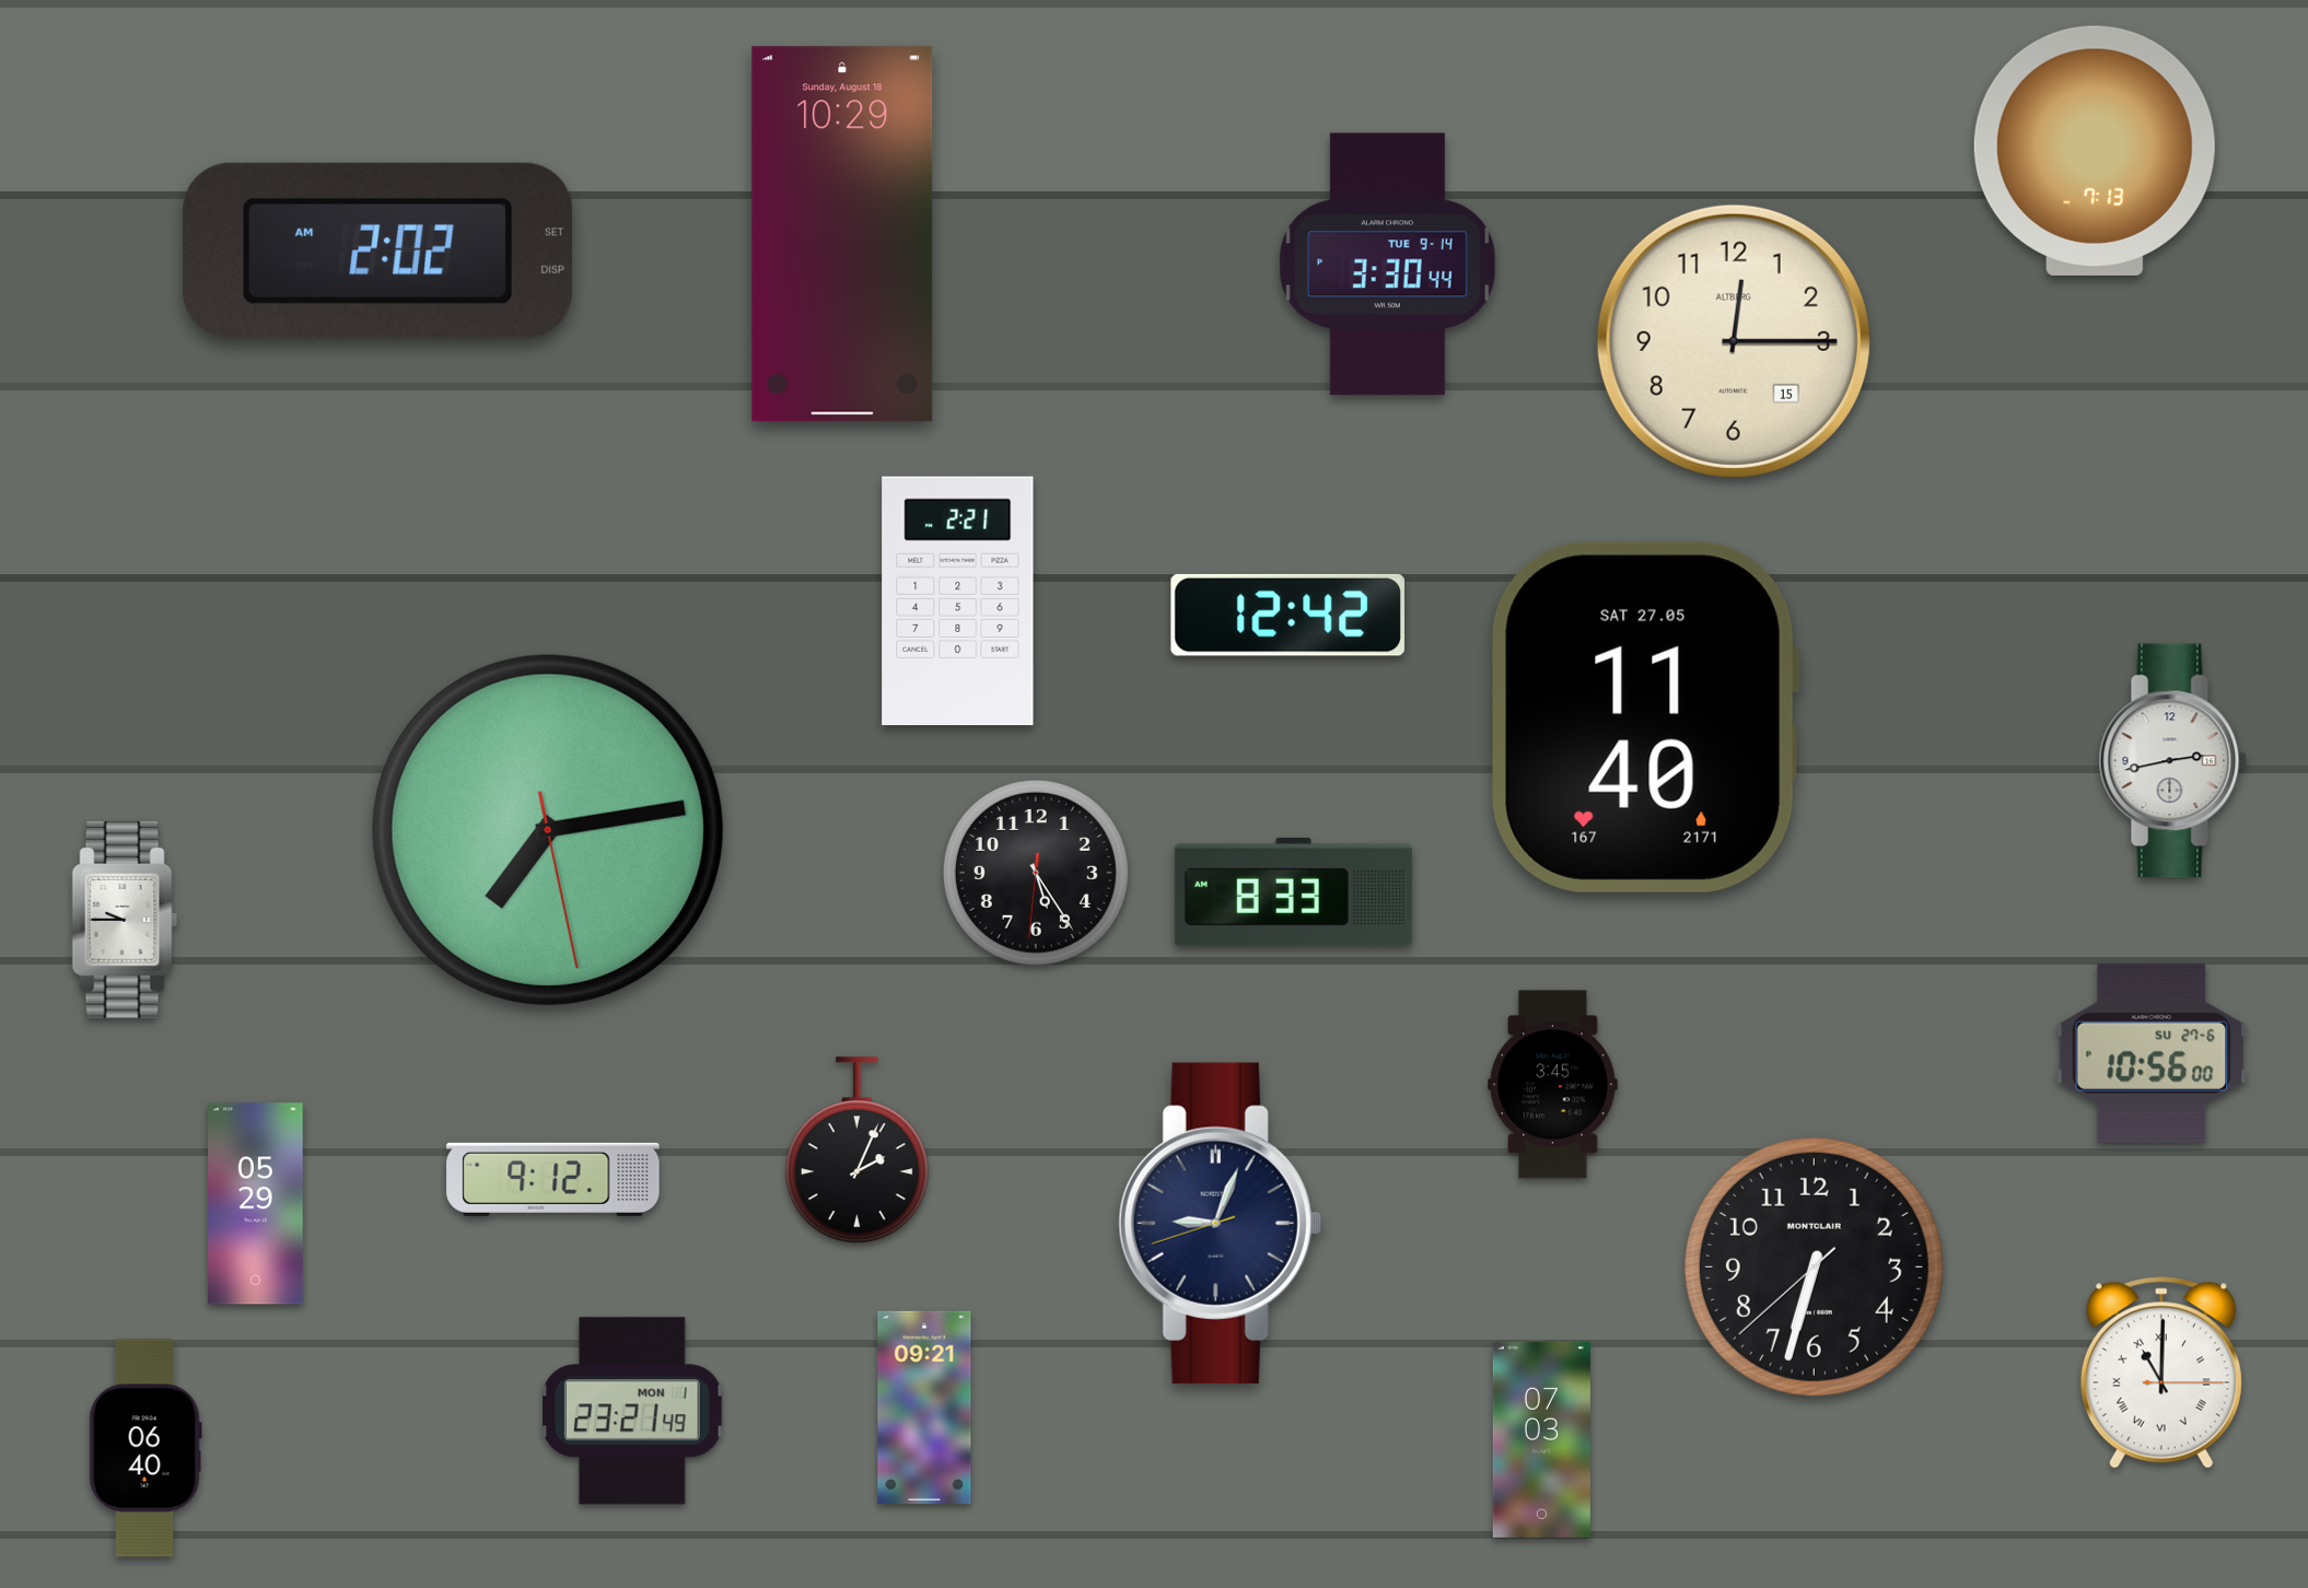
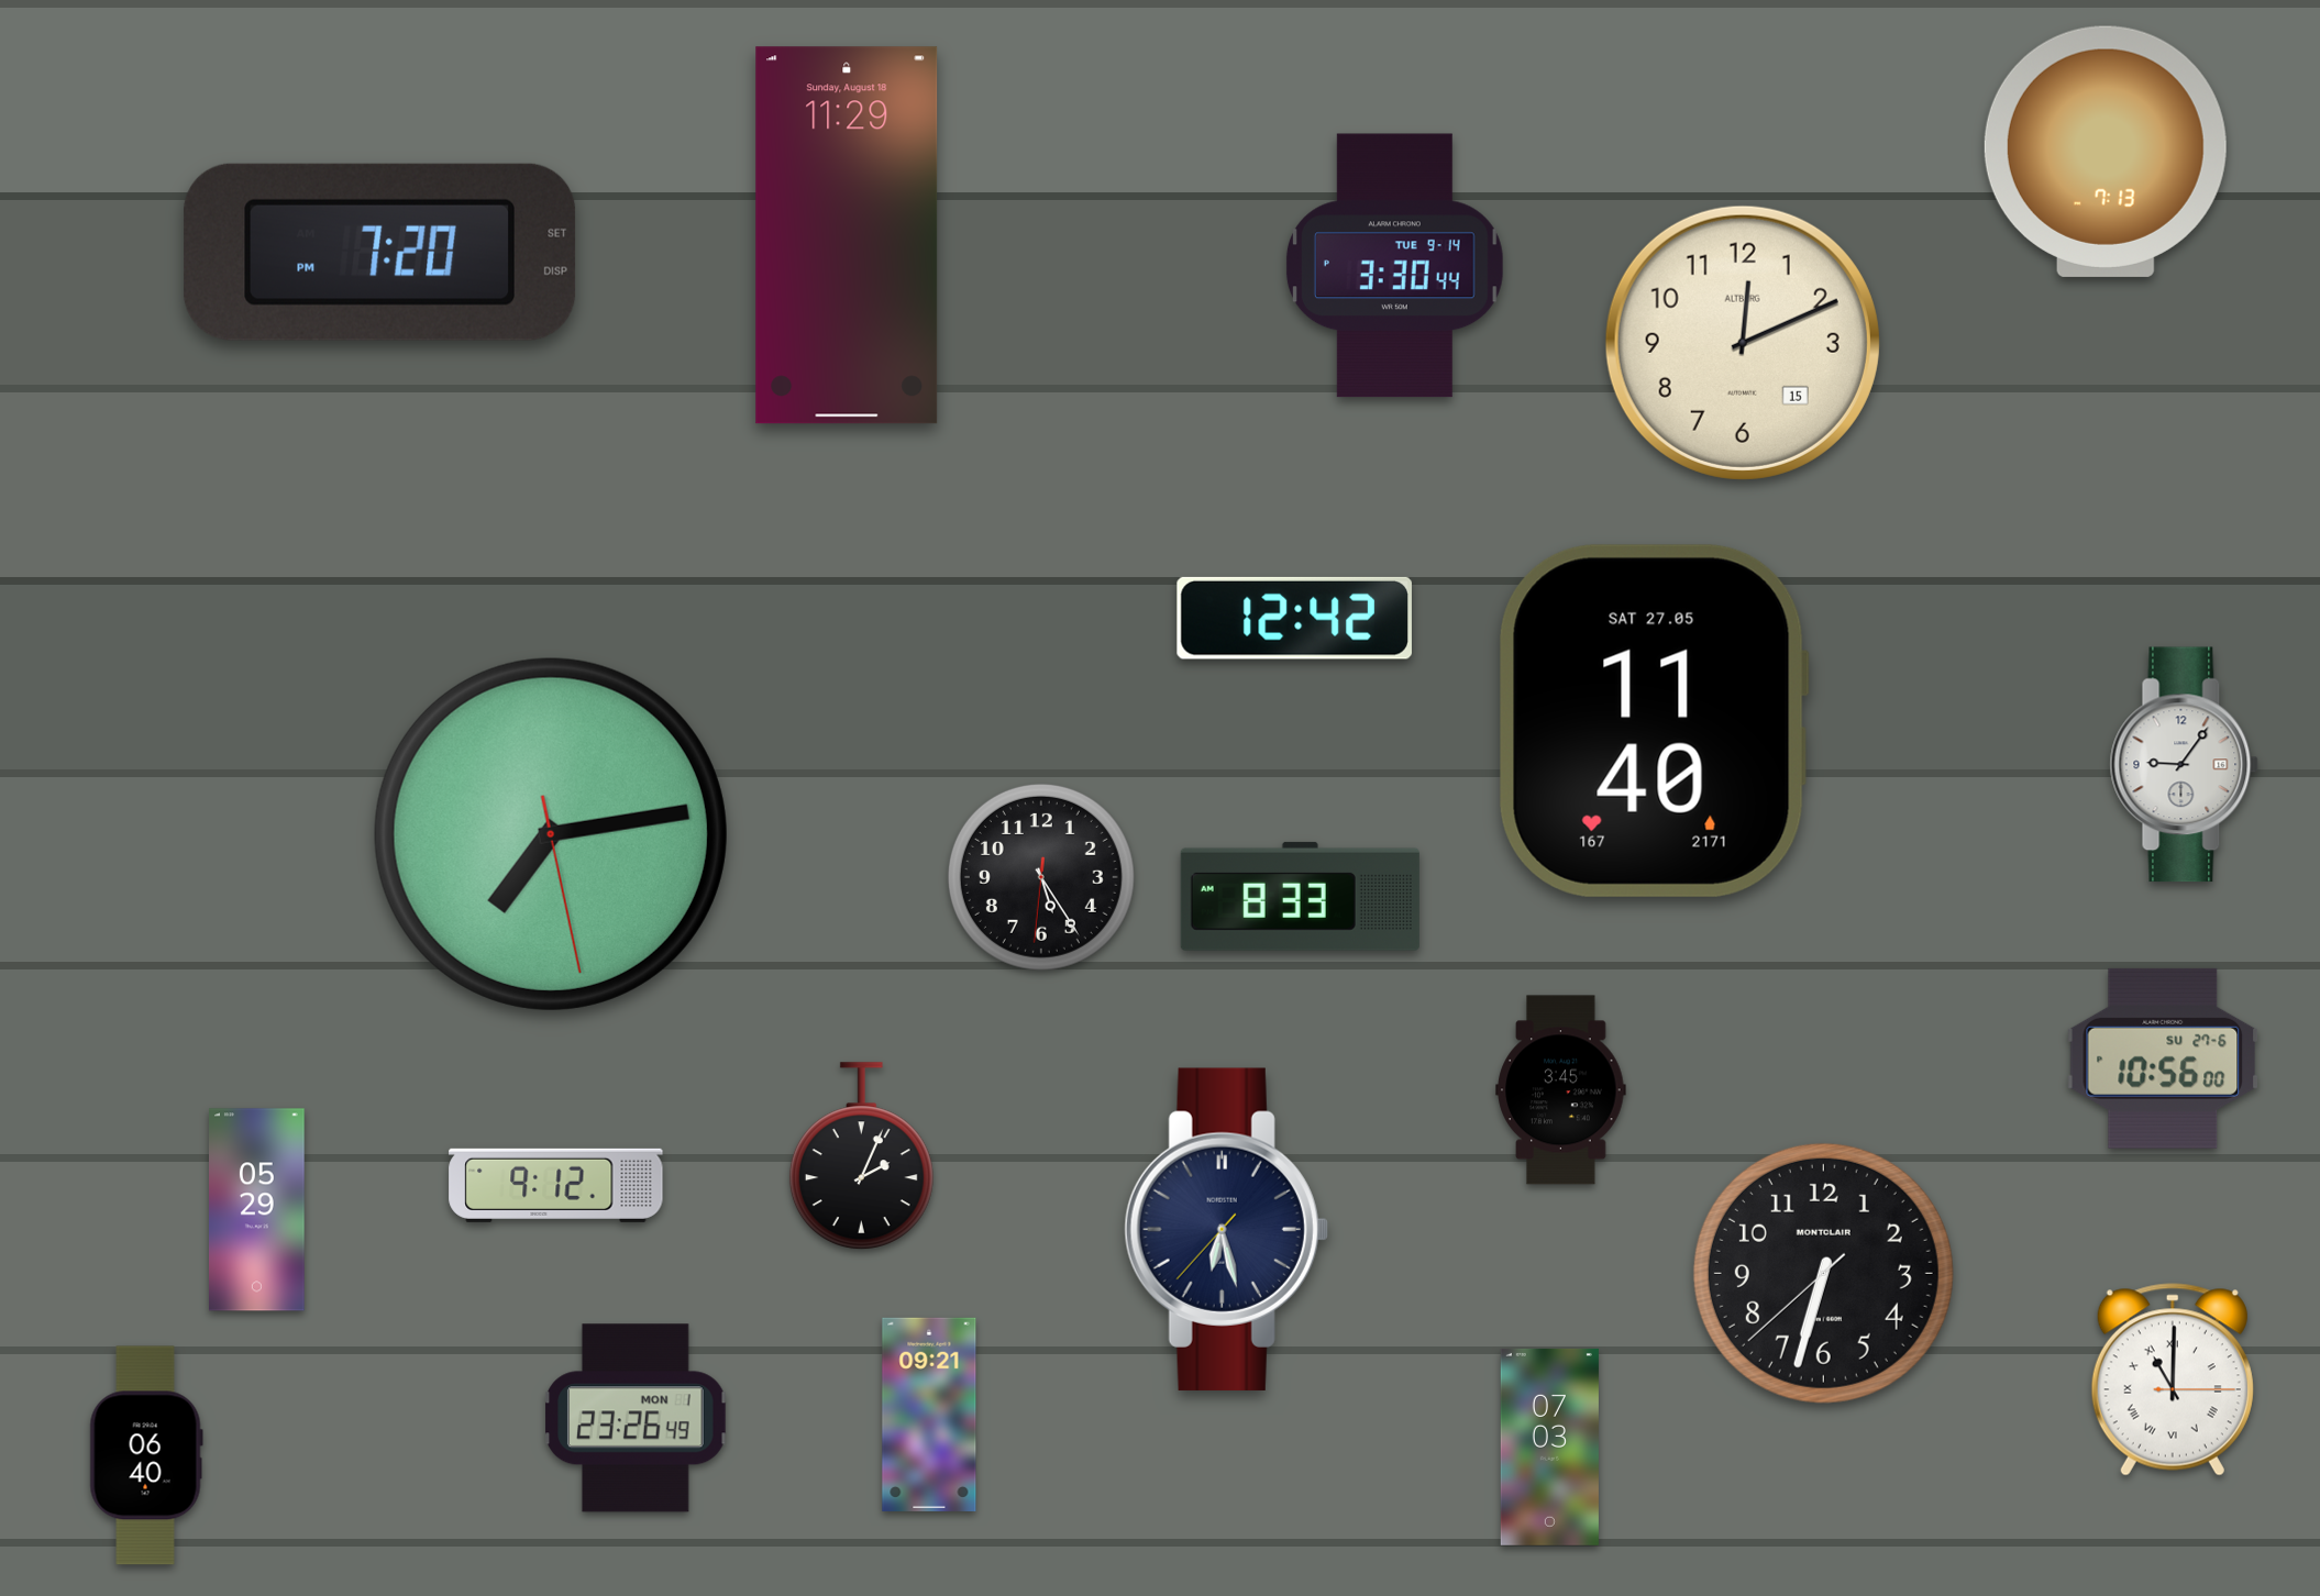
clock at (842, 234): 10:29 -> 11:29
clock at (378, 250): 2:02 -> 7:20
clock at (1734, 341): 12:15 -> 12:11
clock at (958, 602): 2:21 -> none
clock at (2173, 761): 2:43 -> 9:06
clock at (125, 920): 9:45 -> none
clock at (1220, 1223): 9:03 -> 6:27
clock at (632, 1411): 23:21 -> 23:26
